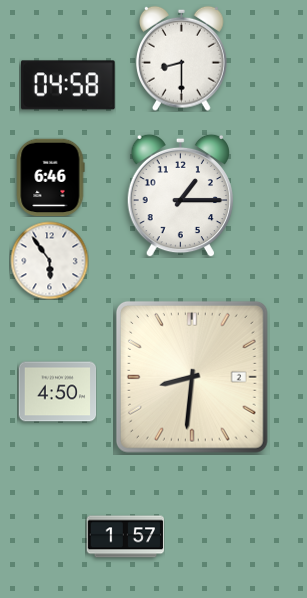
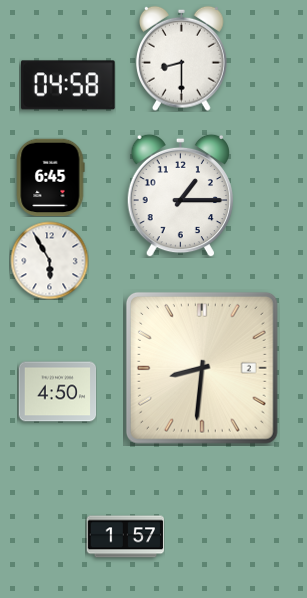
clock at (50, 177): 6:46 -> 6:45
clock at (49, 260): 5:54 -> 5:55
clock at (192, 377) position: (192, 377) -> (202, 368)
